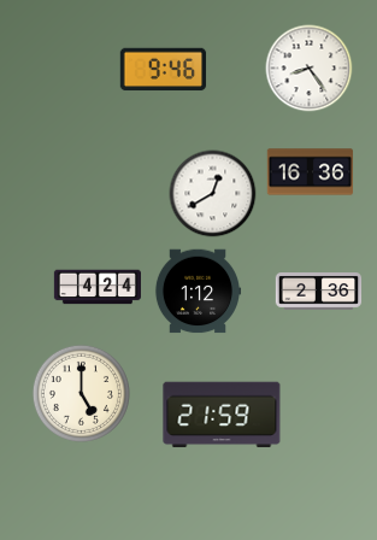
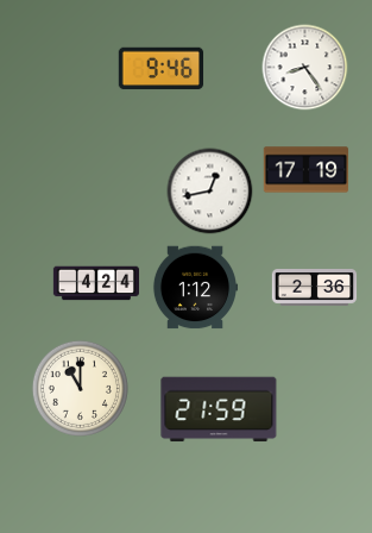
clock at (311, 172): 16:36 -> 17:19
clock at (213, 194): 12:40 -> 12:43
clock at (81, 393): 5:00 -> 11:00
